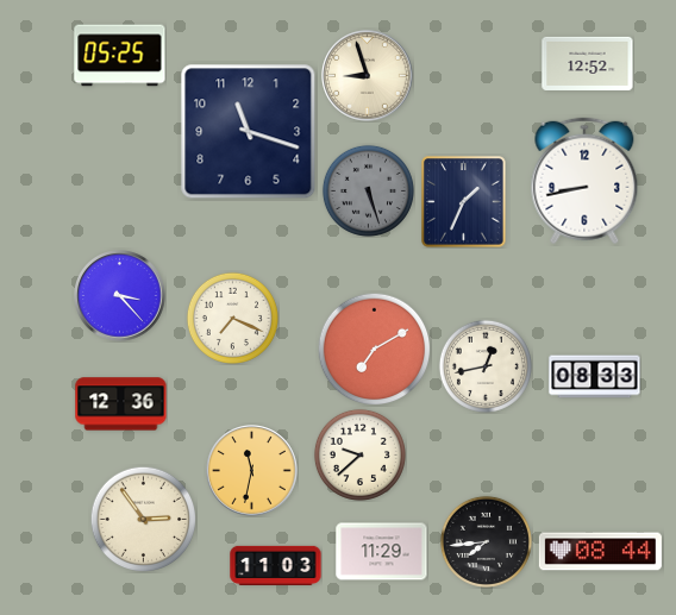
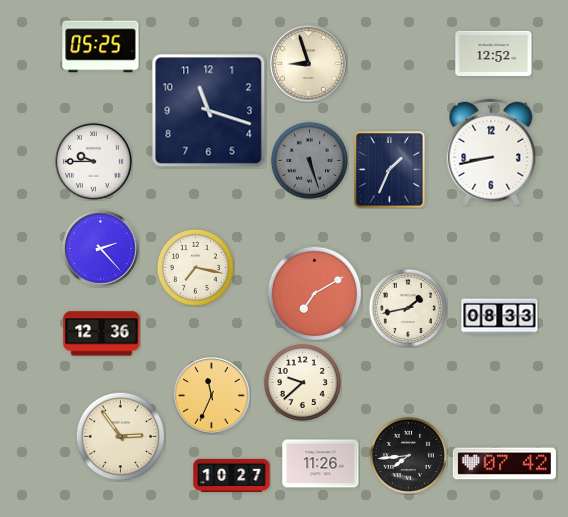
clock at (94, 162): none -> 9:45
clock at (120, 296): 3:23 -> 2:23
clock at (232, 318): 7:19 -> 7:17
clock at (486, 366): 12:43 -> 1:43
clock at (121, 404) position: (121, 404) -> (102, 334)
clock at (252, 471): 11:32 -> 11:34
clock at (382, 552): 11:29 -> 11:26
clock at (600, 552): 08:44 -> 07:42
clock at (276, 565): 11:03 -> 10:27
